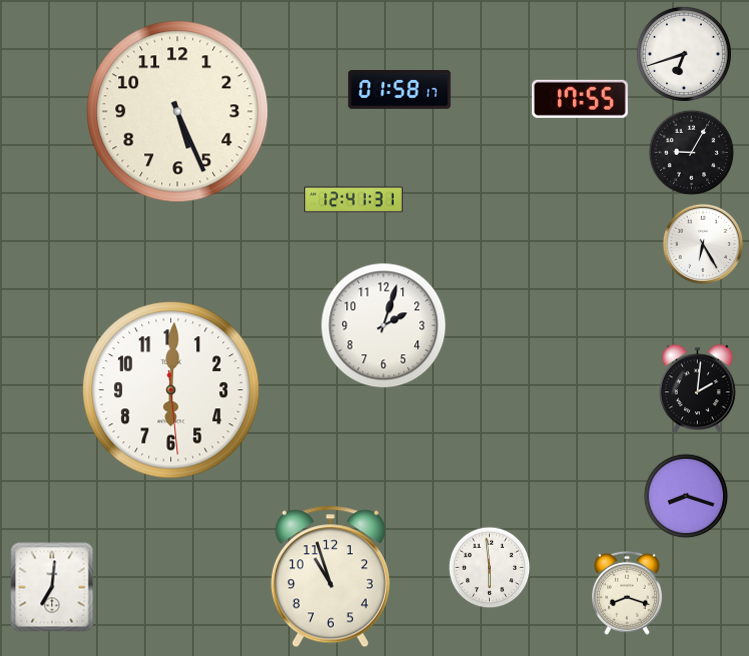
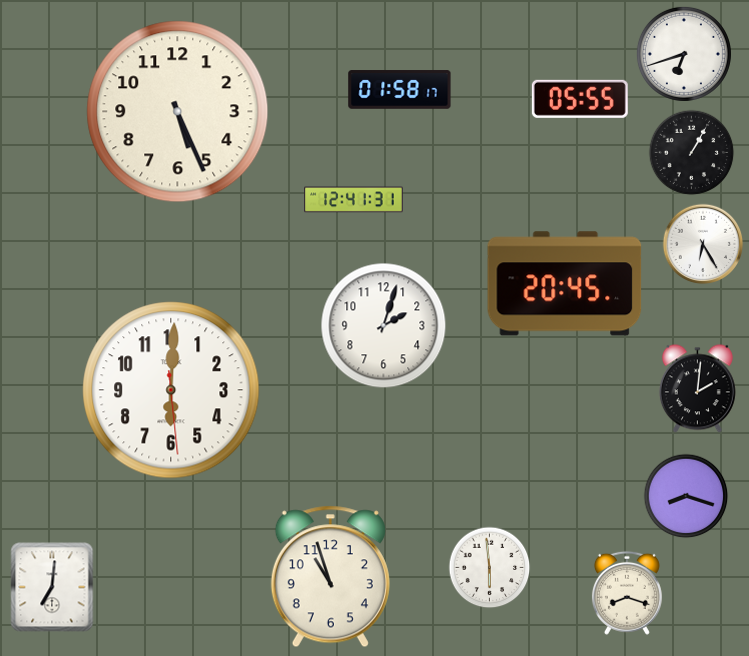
clock at (580, 99): 17:55 -> 05:55
clock at (692, 153): 9:05 -> 1:05
clock at (565, 284): none -> 20:45
